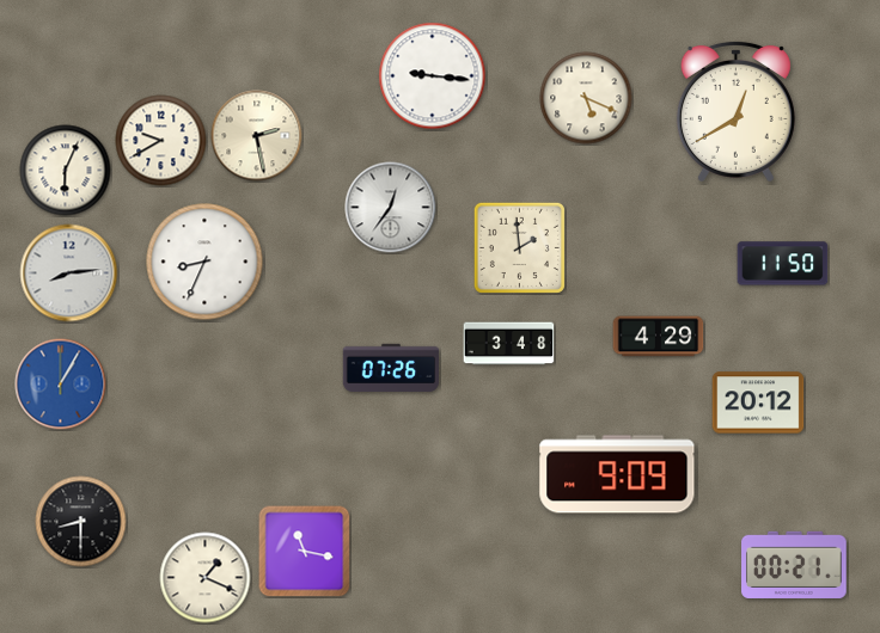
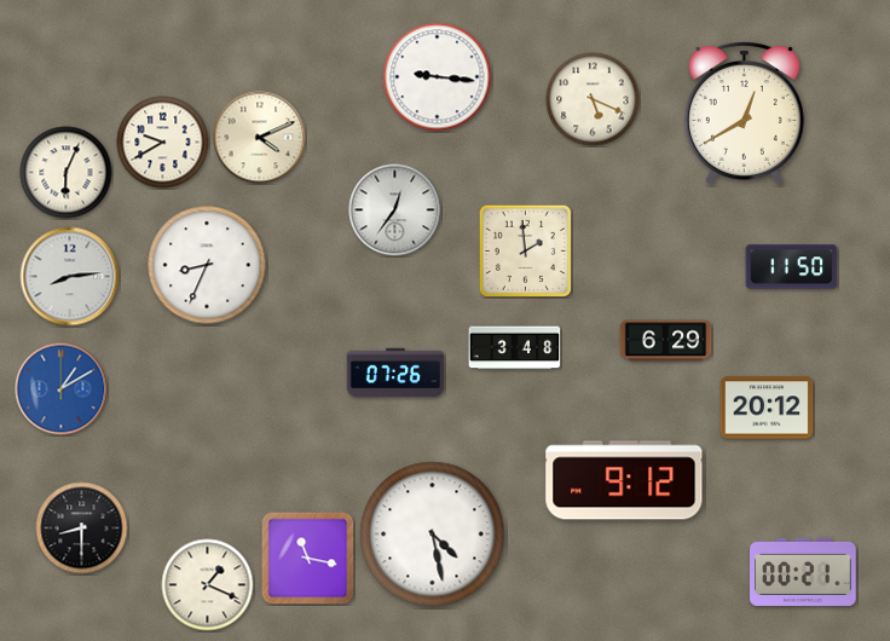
clock at (257, 136): 2:28 -> 4:11
clock at (659, 337): 4:29 -> 6:29
clock at (61, 385): 1:05 -> 1:10
clock at (617, 474): 9:09 -> 9:12
clock at (433, 535): none -> 4:28
